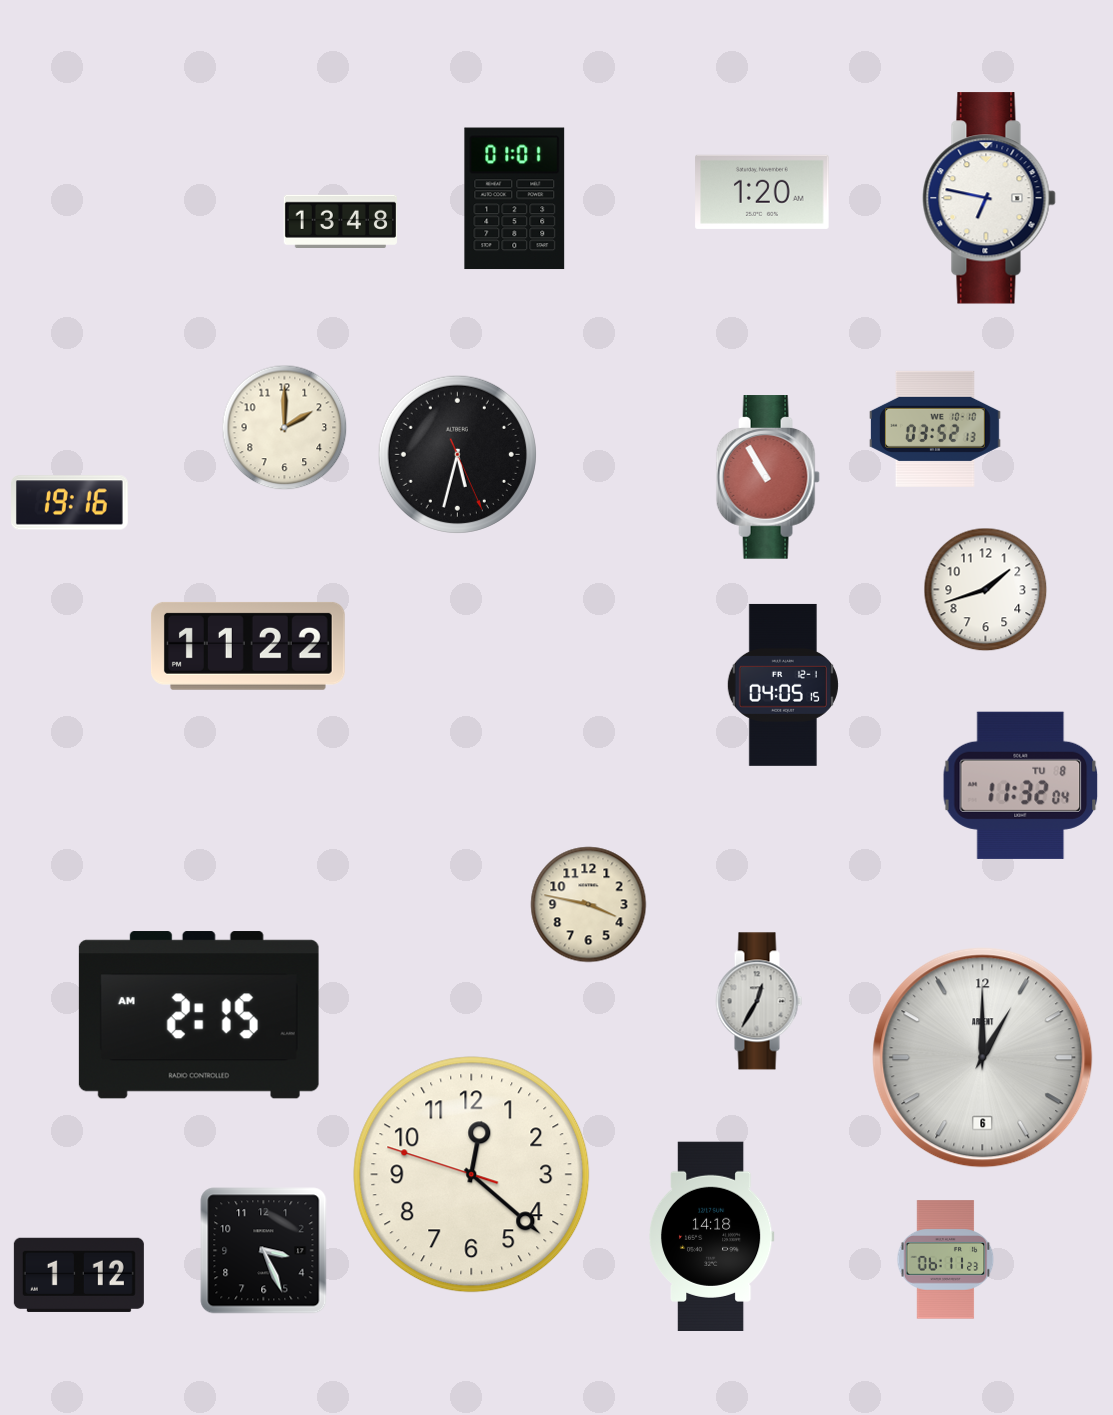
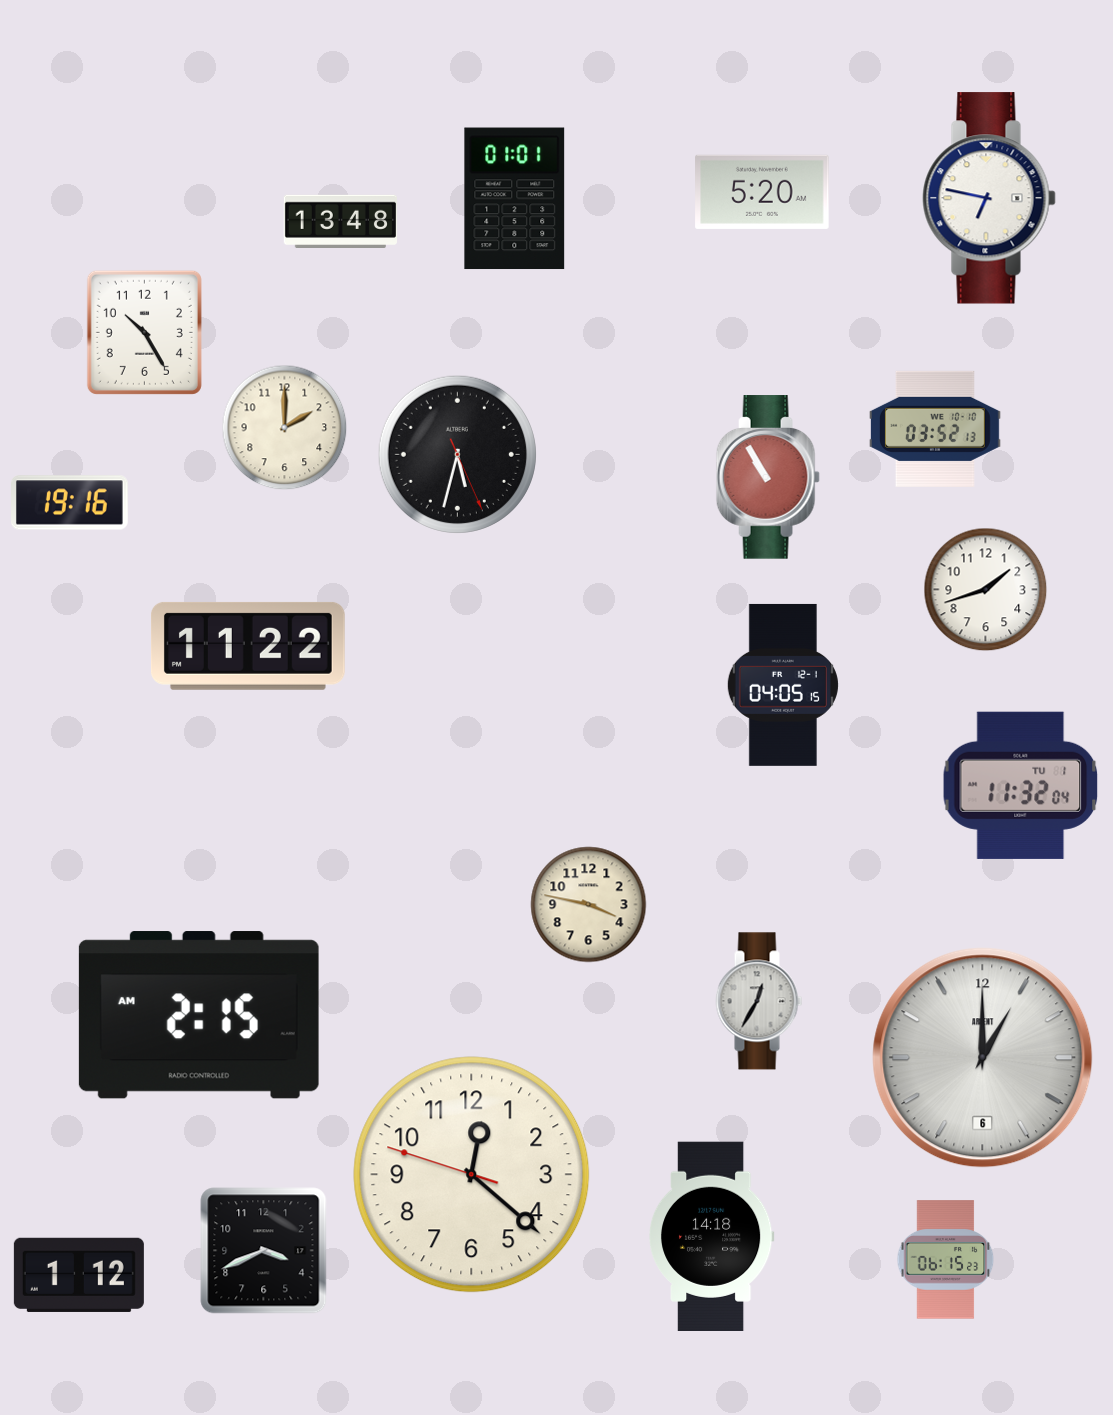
clock at (762, 192): 1:20 -> 5:20
clock at (144, 332): none -> 10:25
clock at (1021, 785) date: TU 8 -> TU 1
clock at (264, 1251): 3:26 -> 3:41
clock at (946, 1260): 06:11 -> 06:15
